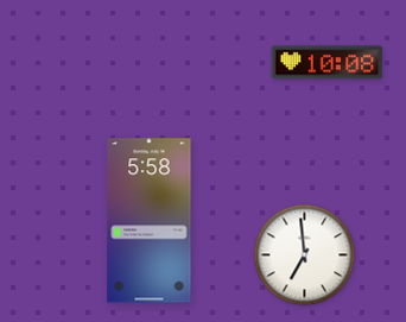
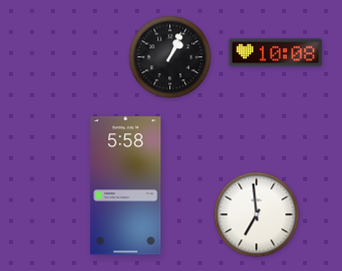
clock at (170, 57): none -> 1:04
